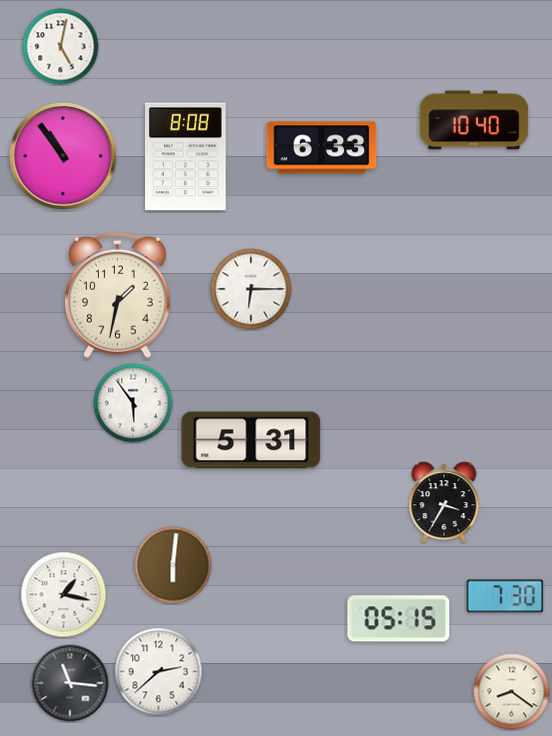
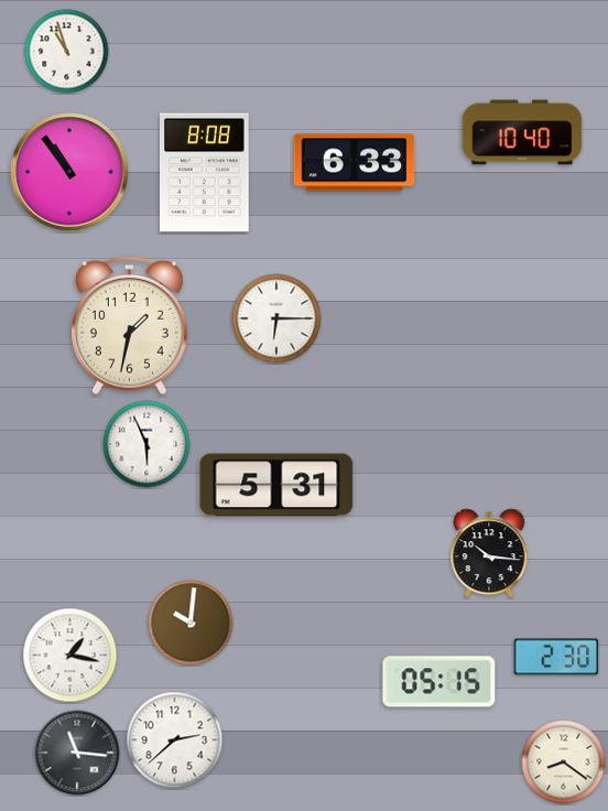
clock at (61, 47): 5:02 -> 10:57
clock at (133, 403): 5:54 -> 5:56
clock at (444, 502): 3:35 -> 10:16
clock at (173, 565): 6:01 -> 10:01
clock at (505, 596): 7:30 -> 2:30
